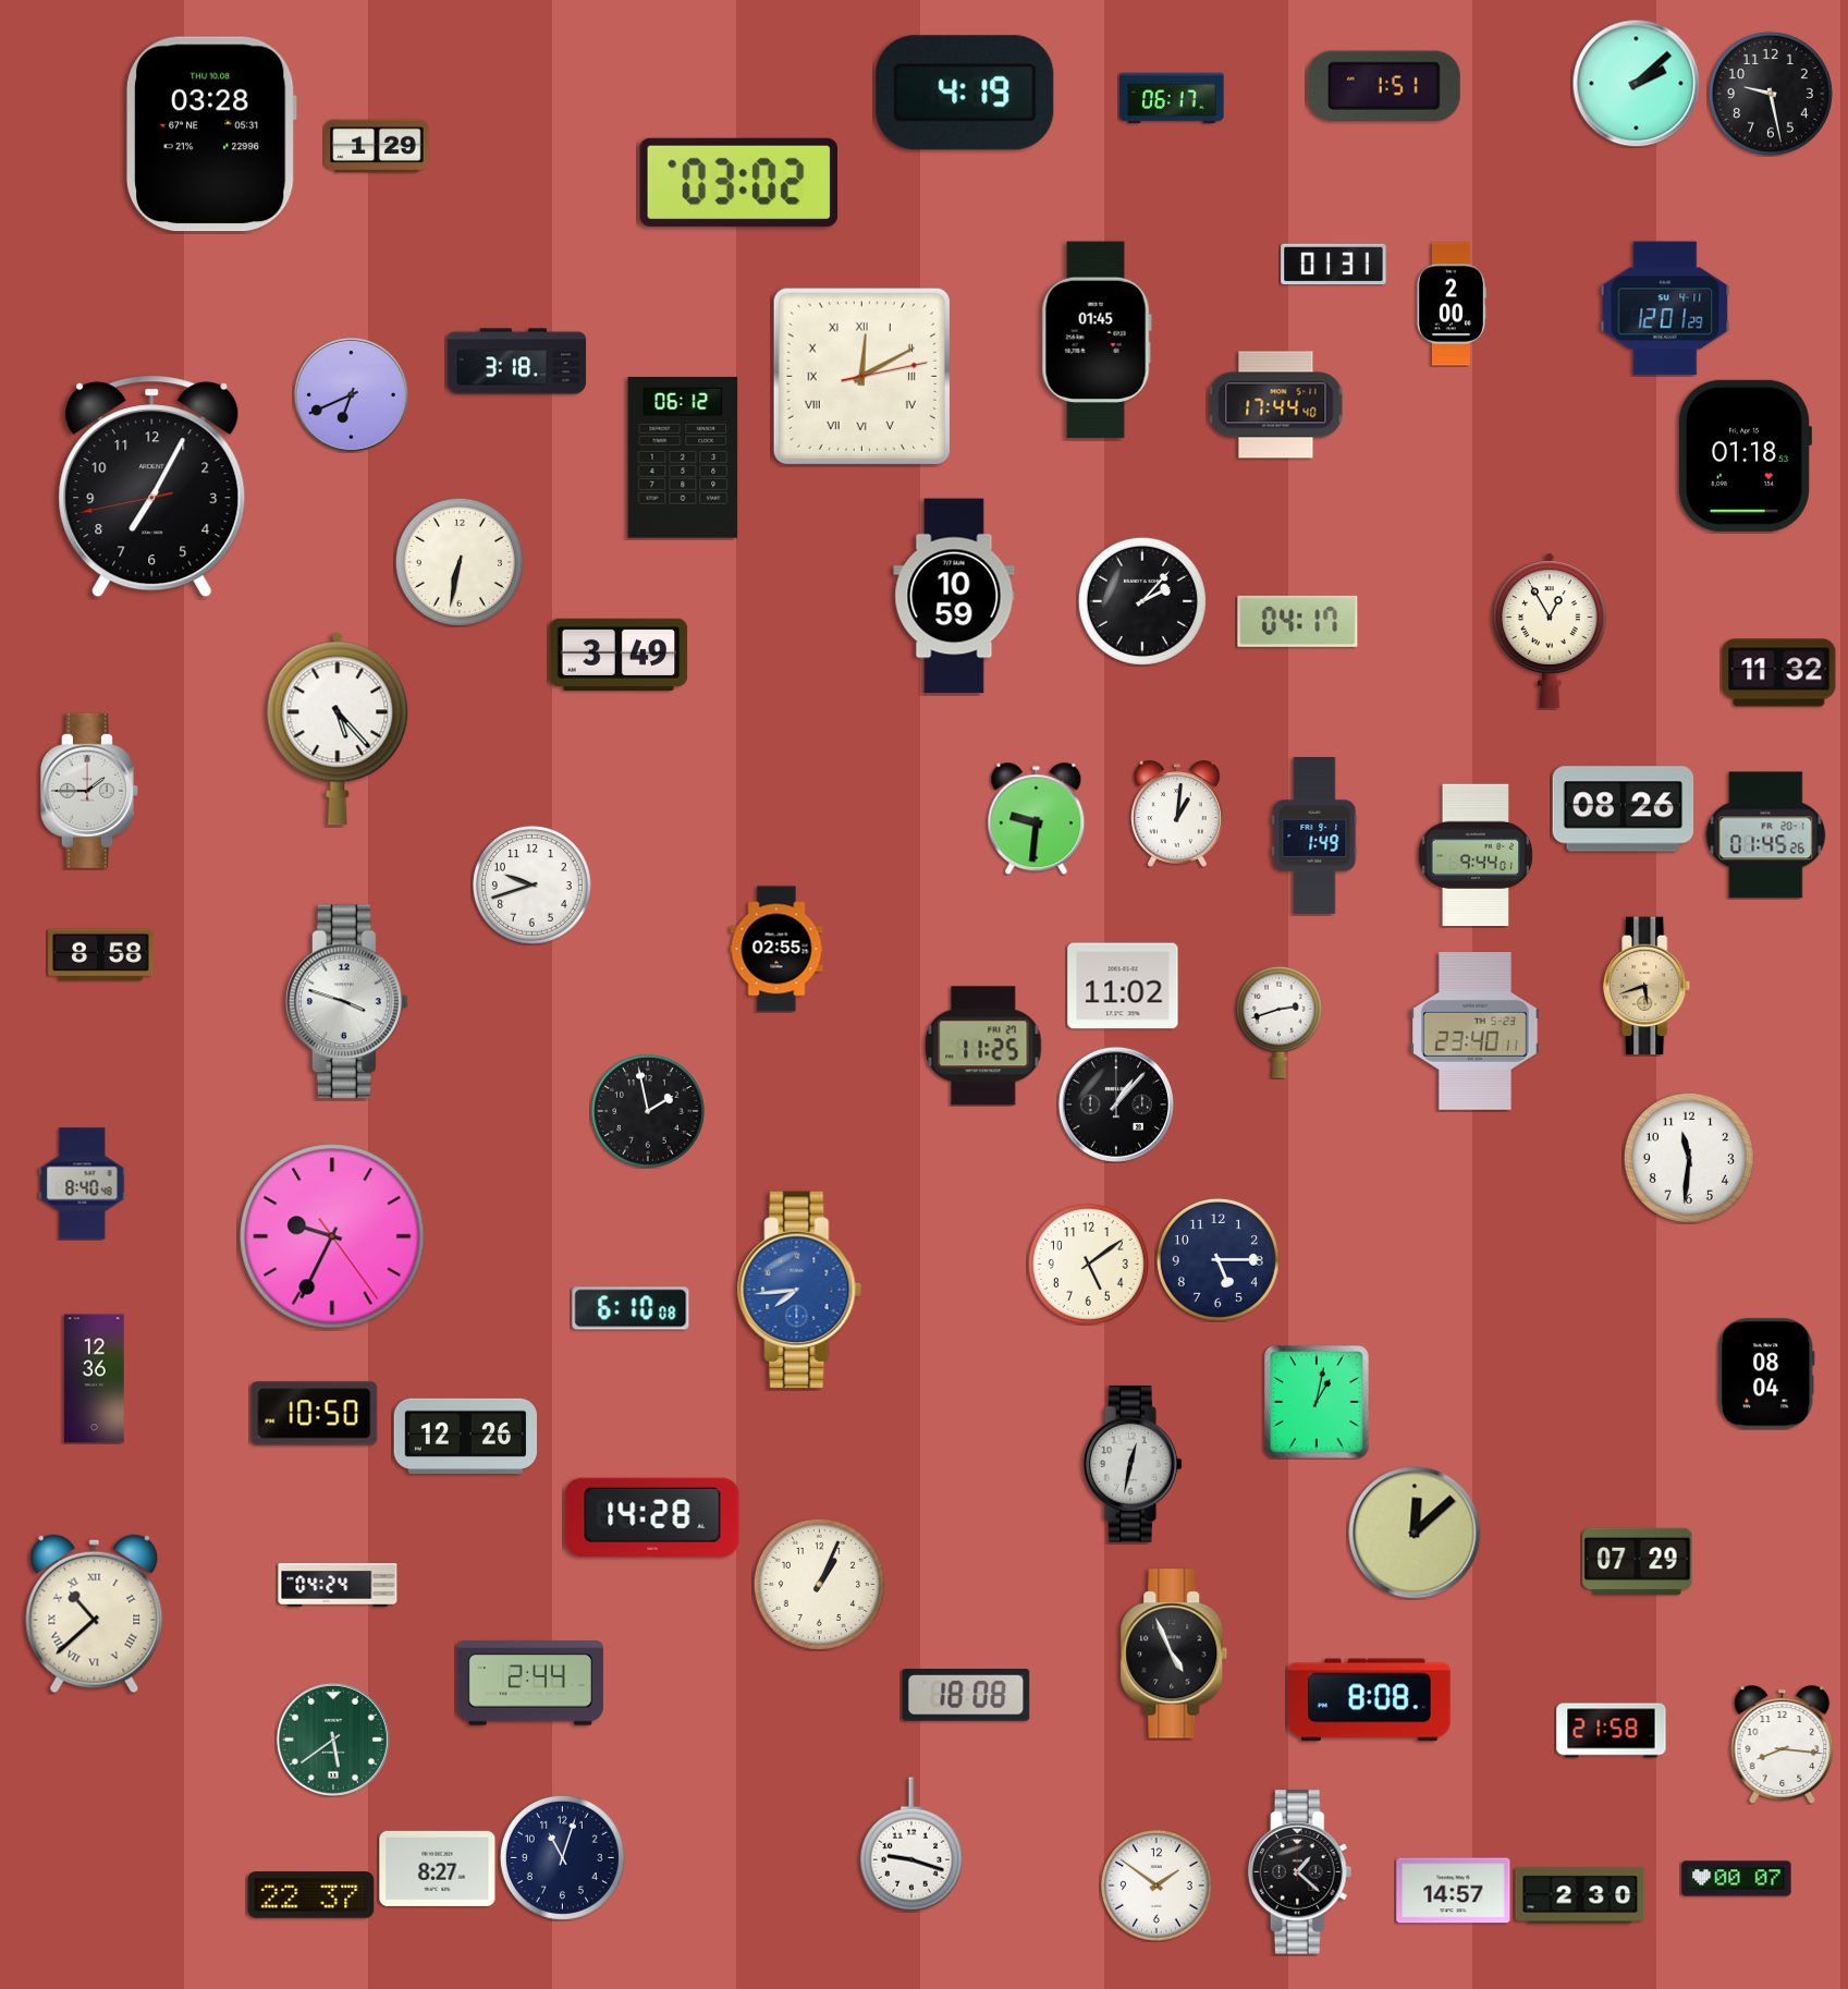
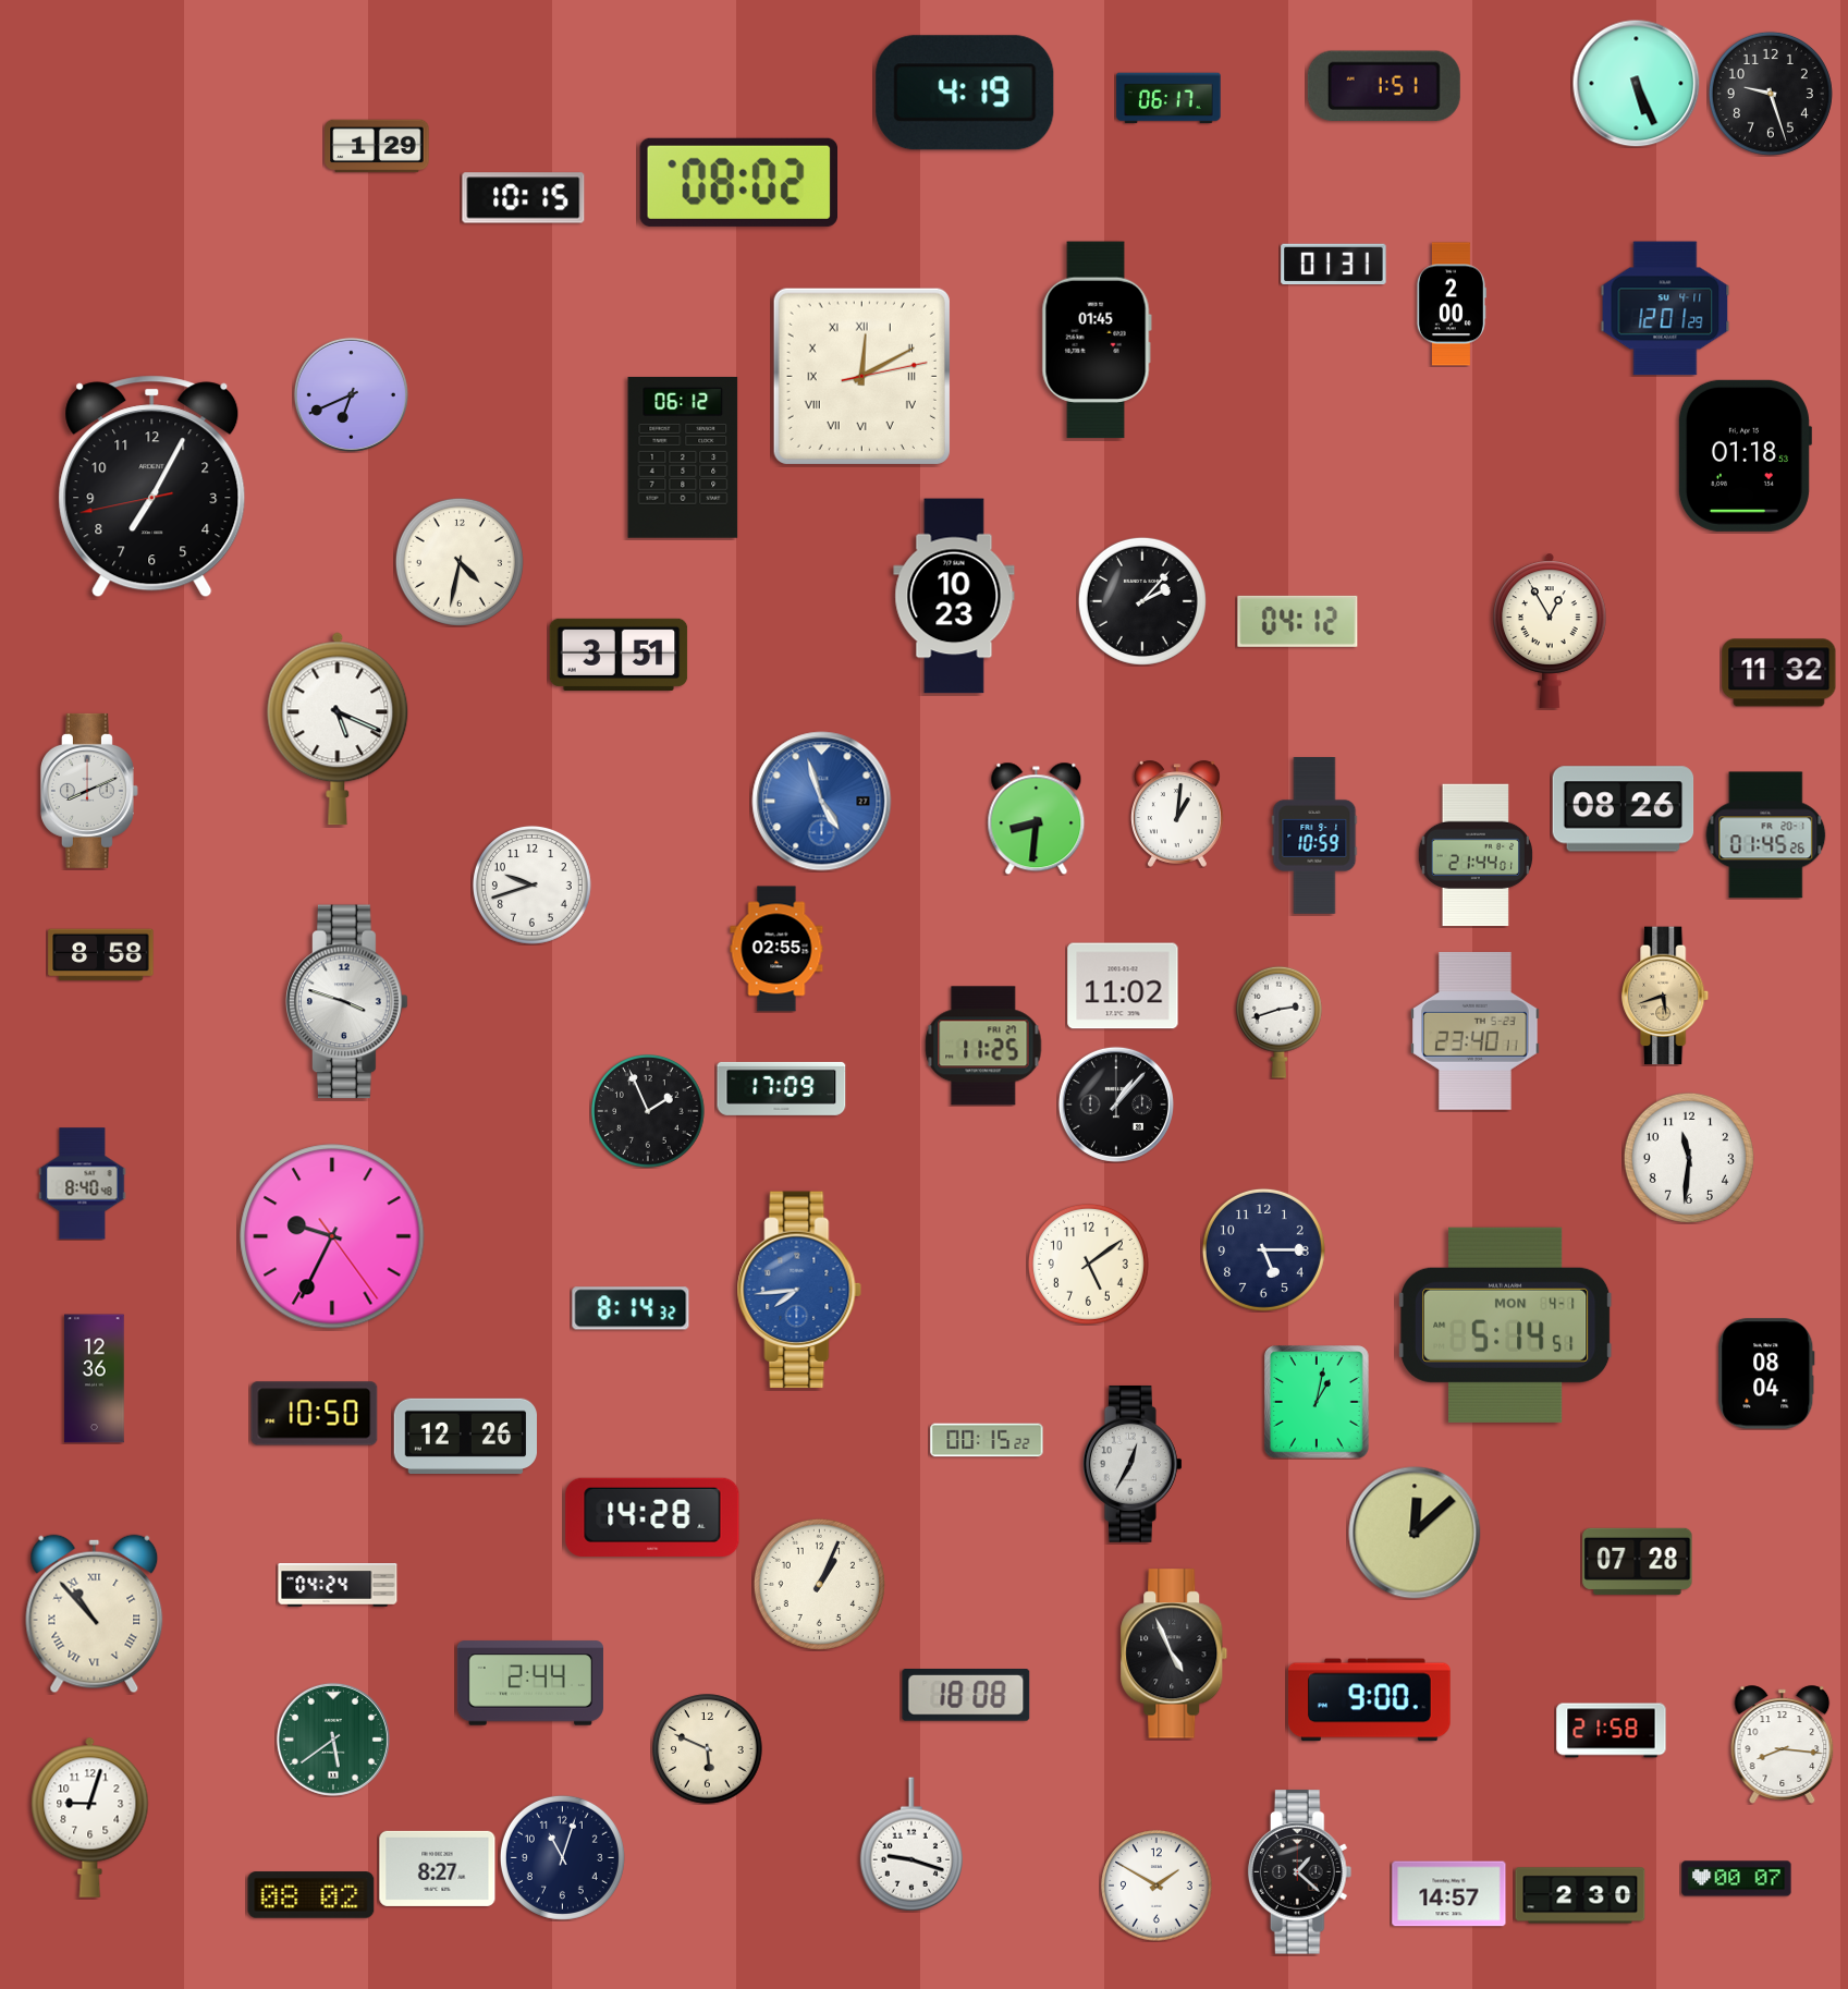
clock at (1636, 83): 2:08 -> 5:26
clock at (1771, 94): 9:28 -> 9:27
clock at (1172, 98) position: (1172, 98) -> (1168, 98)
clock at (211, 134): 03:28 -> none
clock at (739, 182): 03:02 -> 08:02
clock at (524, 198): none -> 10:15
clock at (517, 362): 3:18 -> none
clock at (1276, 405): 17:44 -> none
clock at (460, 562): 6:32 -> 4:32
clock at (954, 596): 10:59 -> 10:23
clock at (1298, 621): 04:17 -> 04:12
clock at (619, 655): 3:49 -> 3:51
clock at (338, 729): 5:23 -> 5:19
clock at (89, 791): 1:45 -> 8:11
clock at (822, 802): none -> 4:57
clock at (1037, 818): 9:31 -> 8:31
clock at (1314, 837): 1:49 -> 10:59
clock at (1474, 855): 9:44 -> 21:44
clock at (1648, 986) position: (1648, 986) -> (1666, 996)
clock at (782, 1088): none -> 17:09
clock at (648, 1111): 1:58 -> 1:56
clock at (1217, 1259) position: (1217, 1259) -> (1263, 1249)
clock at (631, 1308): 6:10 -> 8:14
clock at (1506, 1325): none -> 5:14
clock at (987, 1440): none -> 00:15
clock at (1133, 1464): 12:32 -> 12:35
clock at (1638, 1561): 07:29 -> 07:28
clock at (95, 1614): 10:38 -> 10:53
clock at (1370, 1700): 8:08 -> 9:00
clock at (708, 1749): none -> 5:49
clock at (90, 1817): none -> 9:03
clock at (1156, 1886): 1:51 -> 1:50
clock at (1454, 1891) position: (1454, 1891) -> (1449, 1894)
clock at (311, 1895): 22:37 -> 08:02
